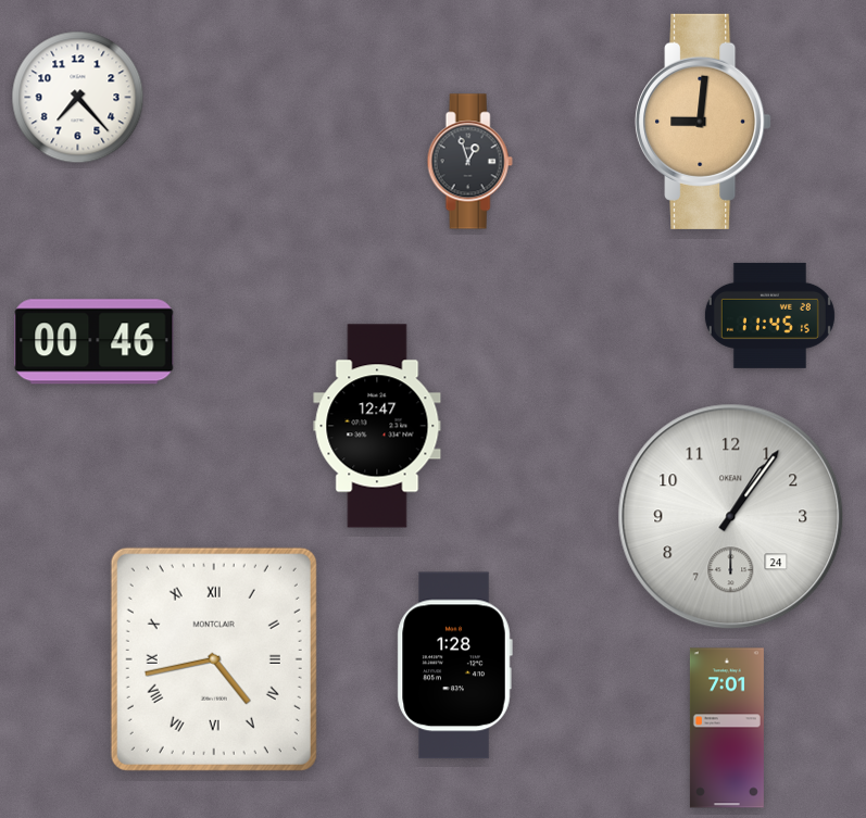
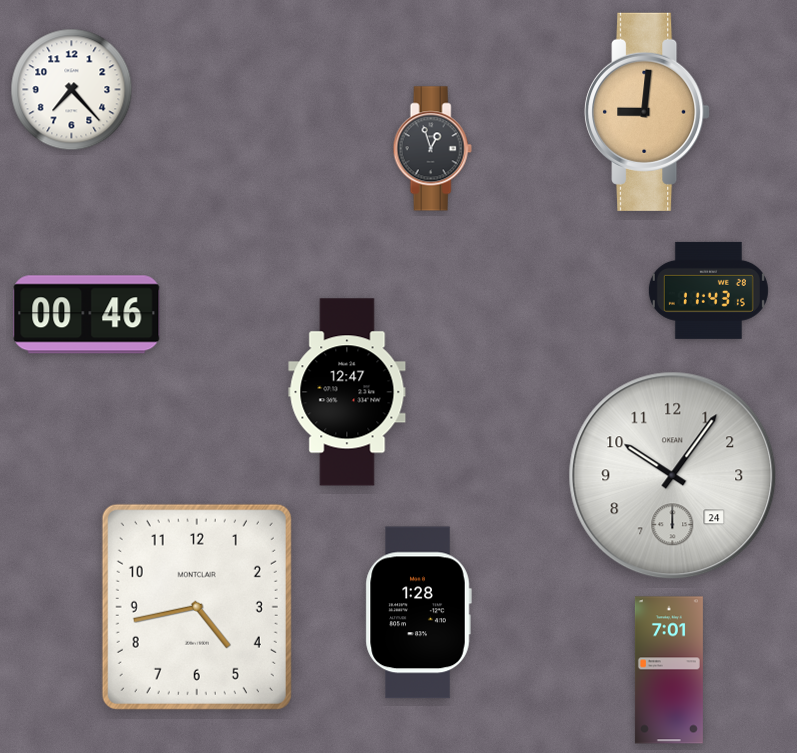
clock at (769, 315): 11:45 -> 11:43
clock at (731, 517): 1:06 -> 10:06
clock at (214, 659) numerals: Roman -> Arabic
